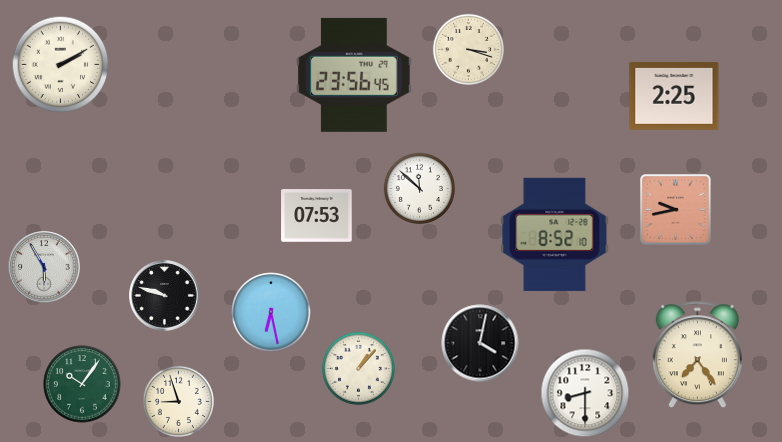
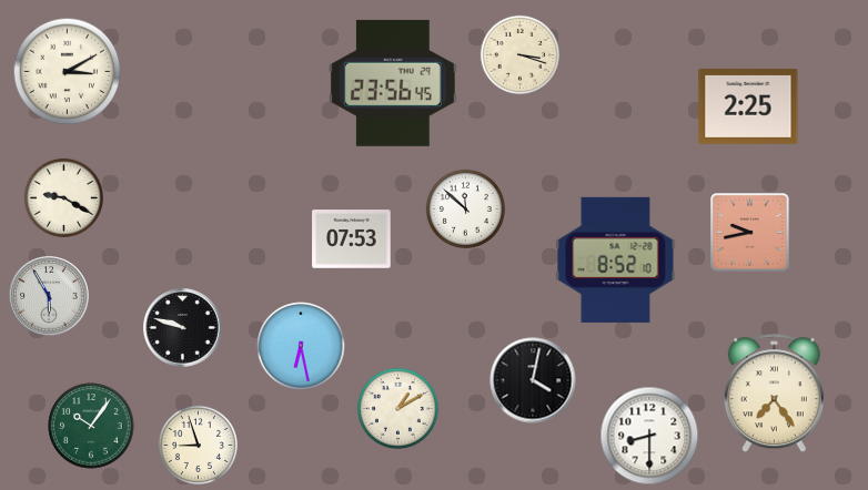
clock at (61, 65): 2:10 -> 3:10
clock at (63, 197): none -> 9:20
clock at (358, 368): 1:07 -> 1:10
